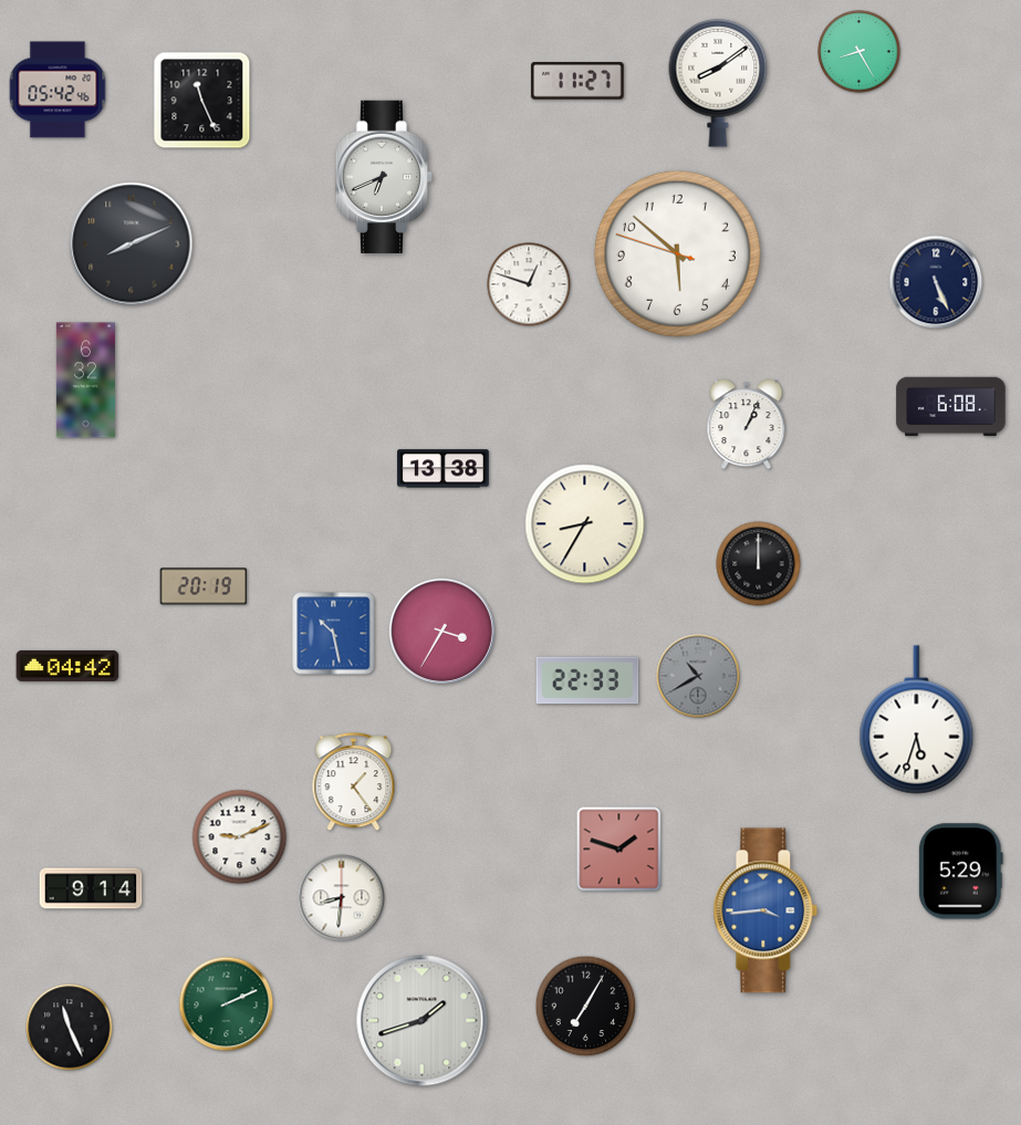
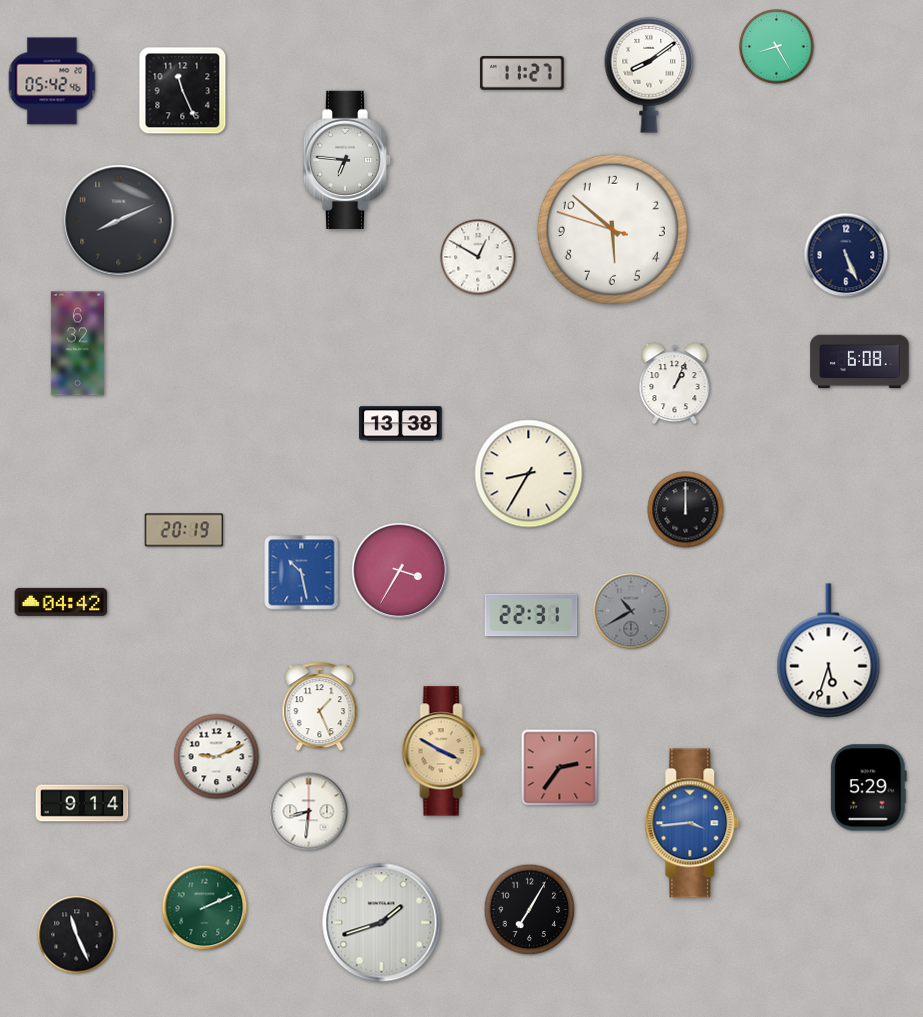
clock at (384, 177): 6:41 -> 6:46
clock at (529, 284): 12:48 -> 12:50
clock at (951, 407) position: (951, 407) -> (860, 362)
clock at (587, 680): 22:33 -> 22:31
clock at (354, 782): 1:24 -> 1:26
clock at (443, 751): none -> 3:50
clock at (619, 850): 1:48 -> 2:36
clock at (70, 1028) position: (70, 1028) -> (77, 935)
